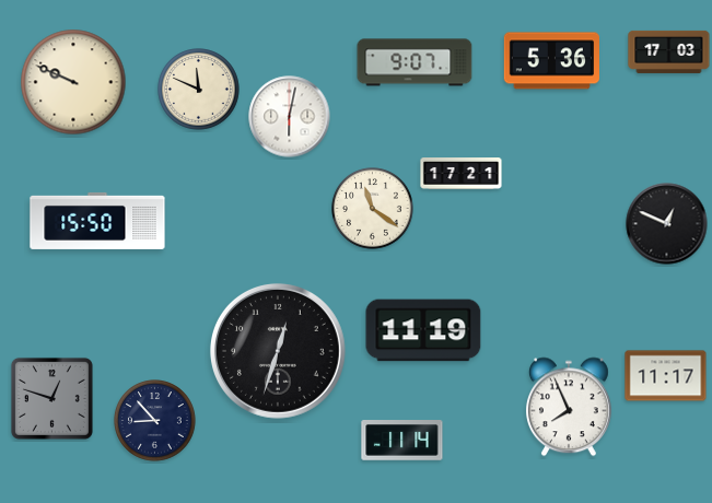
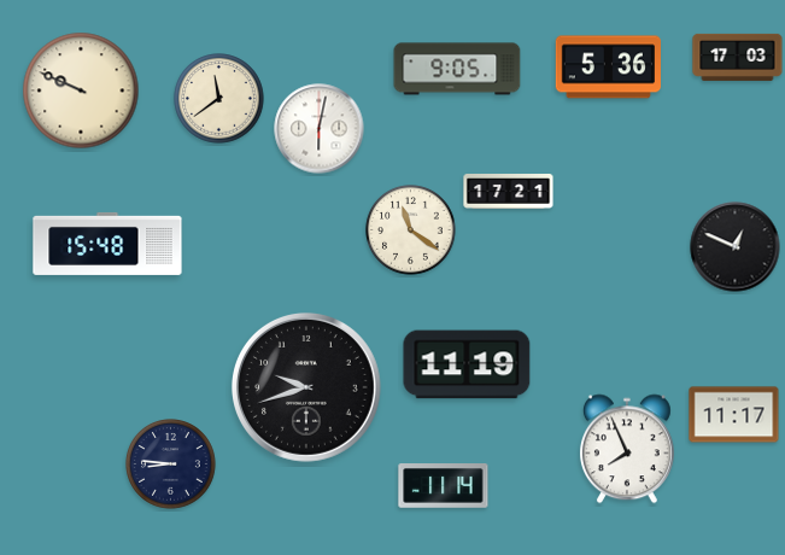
clock at (415, 62): 9:07 -> 9:05
clock at (199, 90): 11:49 -> 11:39
clock at (97, 221): 15:50 -> 15:48
clock at (278, 351): 12:33 -> 9:42
clock at (51, 398): 12:48 -> none
clock at (155, 421): 8:53 -> 8:46
